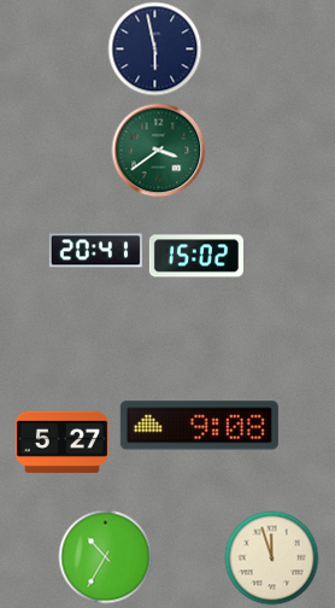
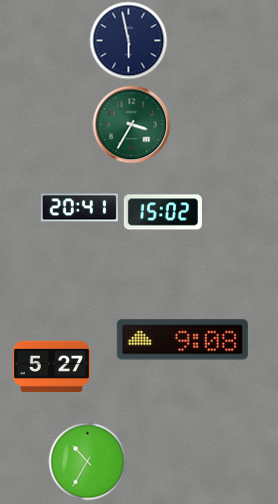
clock at (158, 150): 3:39 -> 3:35
clock at (199, 426) position: (199, 426) -> (182, 340)
clock at (271, 557): 11:57 -> none
